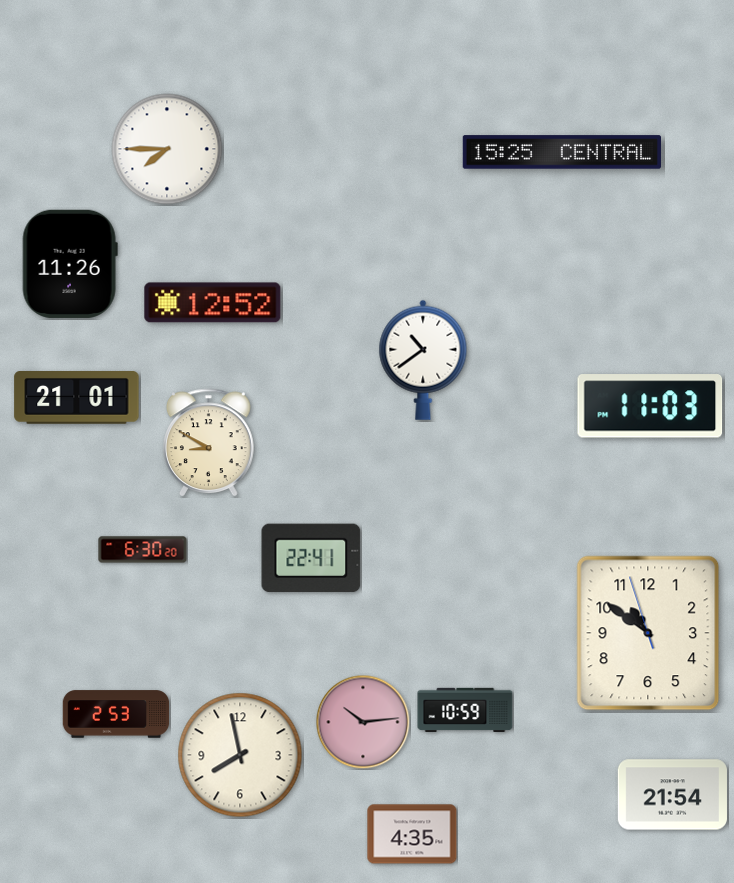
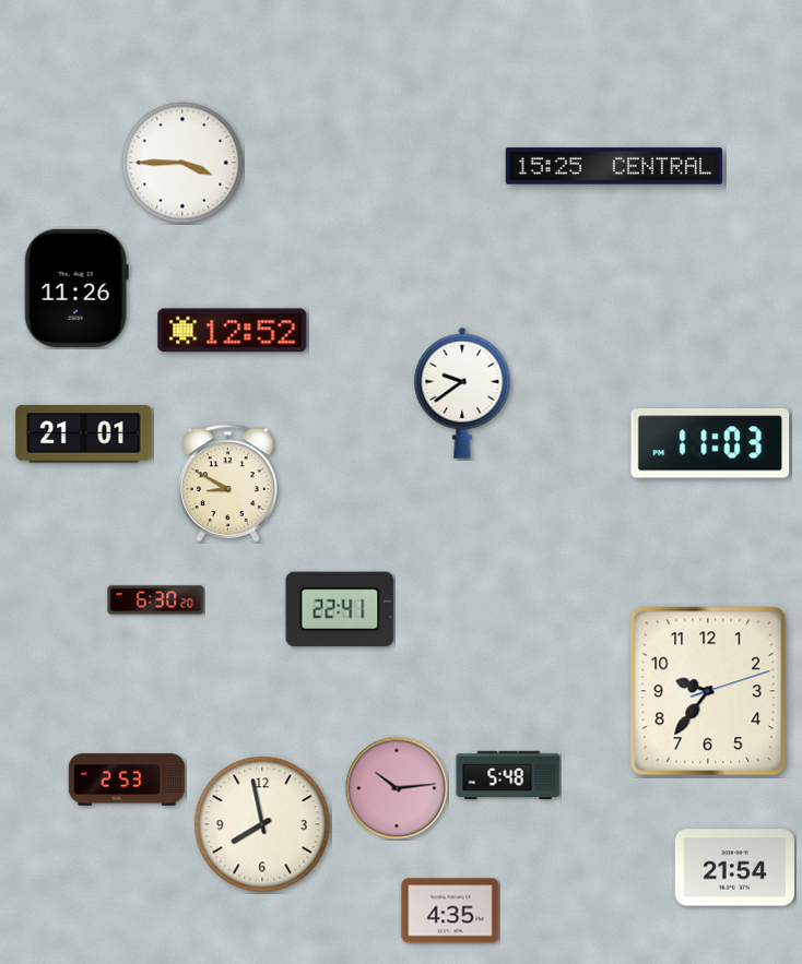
clock at (167, 149): 7:45 -> 3:45
clock at (423, 360): 10:39 -> 9:39
clock at (648, 633): 10:50 -> 9:36
clock at (465, 709): 10:59 -> 5:48
